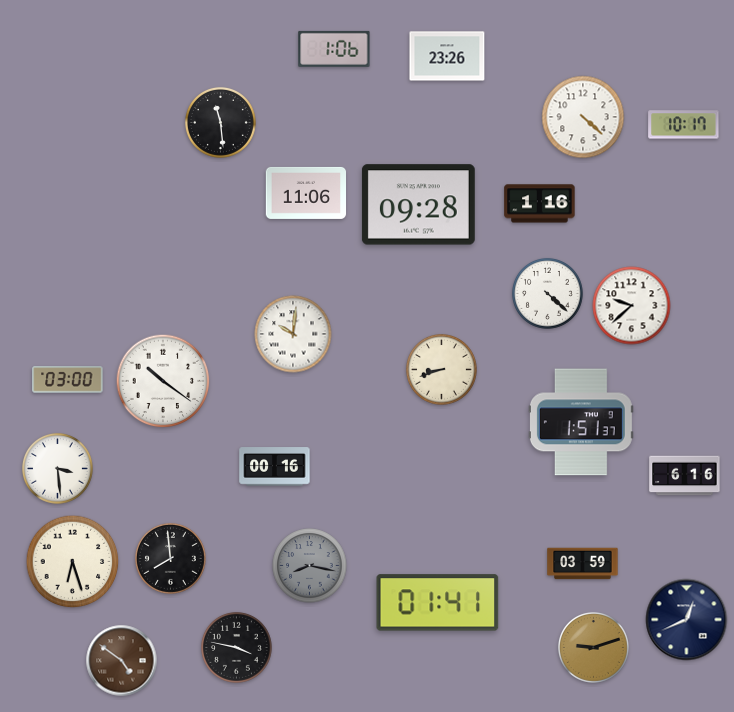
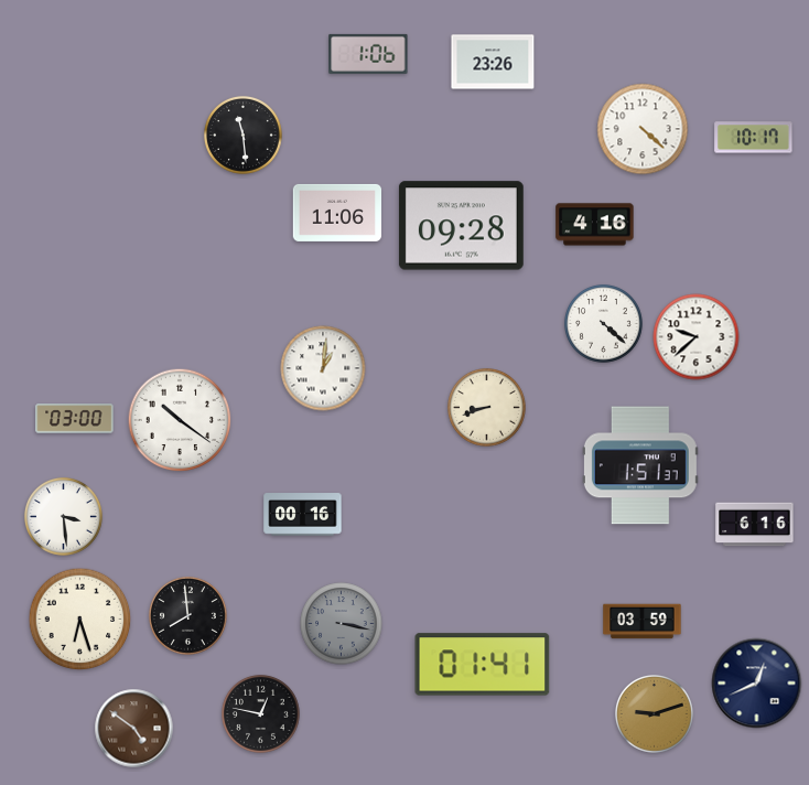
clock at (540, 204): 1:16 -> 4:16
clock at (293, 334): 10:01 -> 1:01
clock at (310, 566): 8:17 -> 3:17
clock at (236, 647): 3:47 -> 12:47
